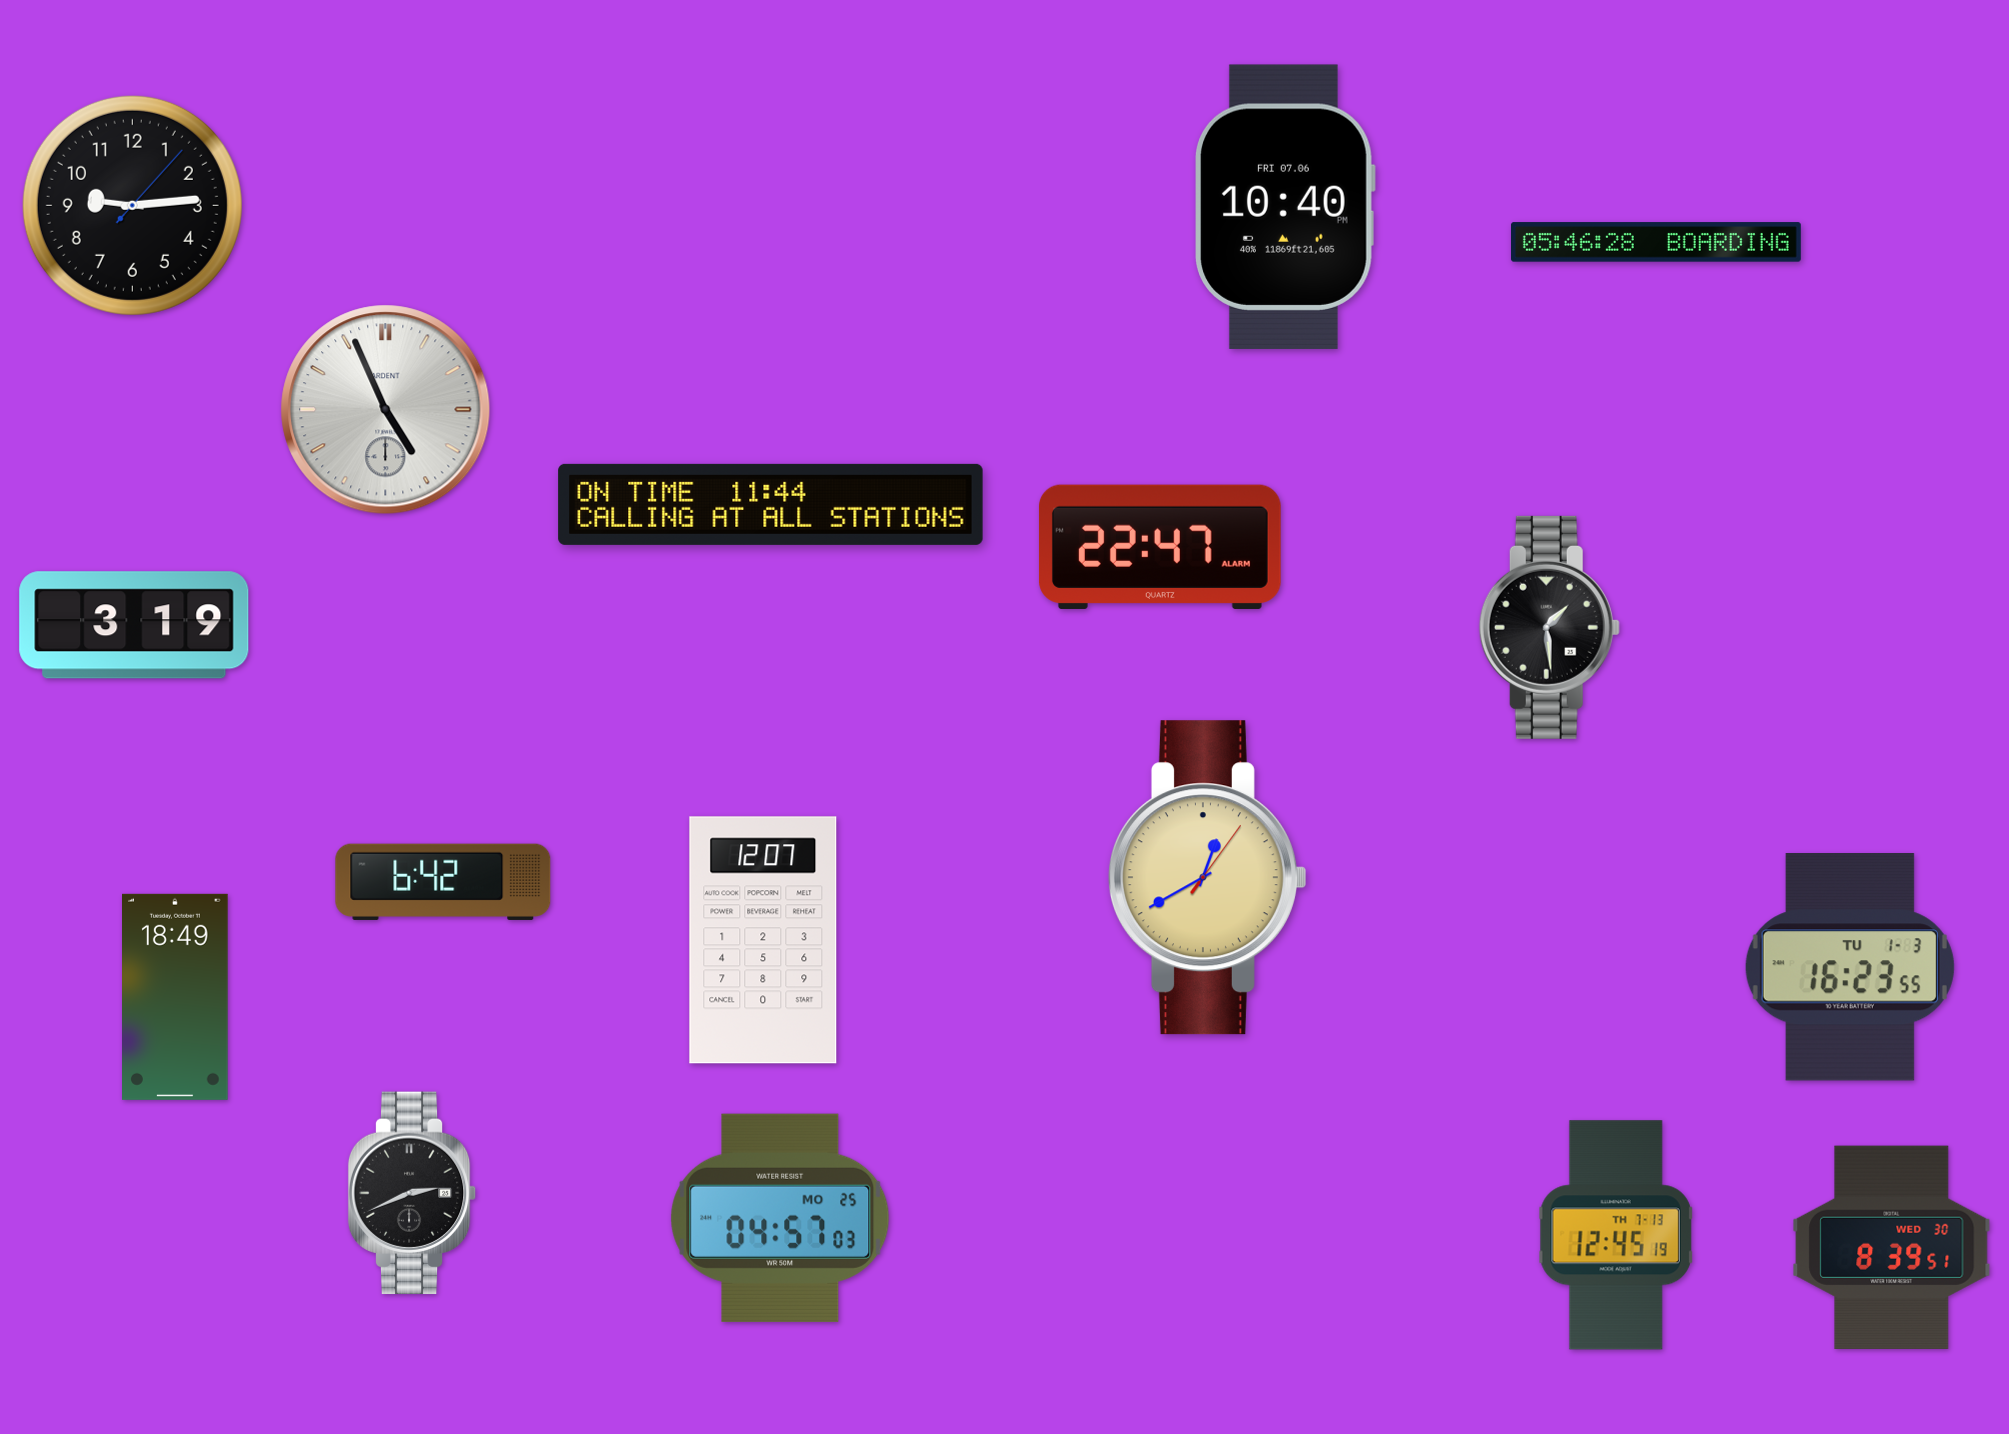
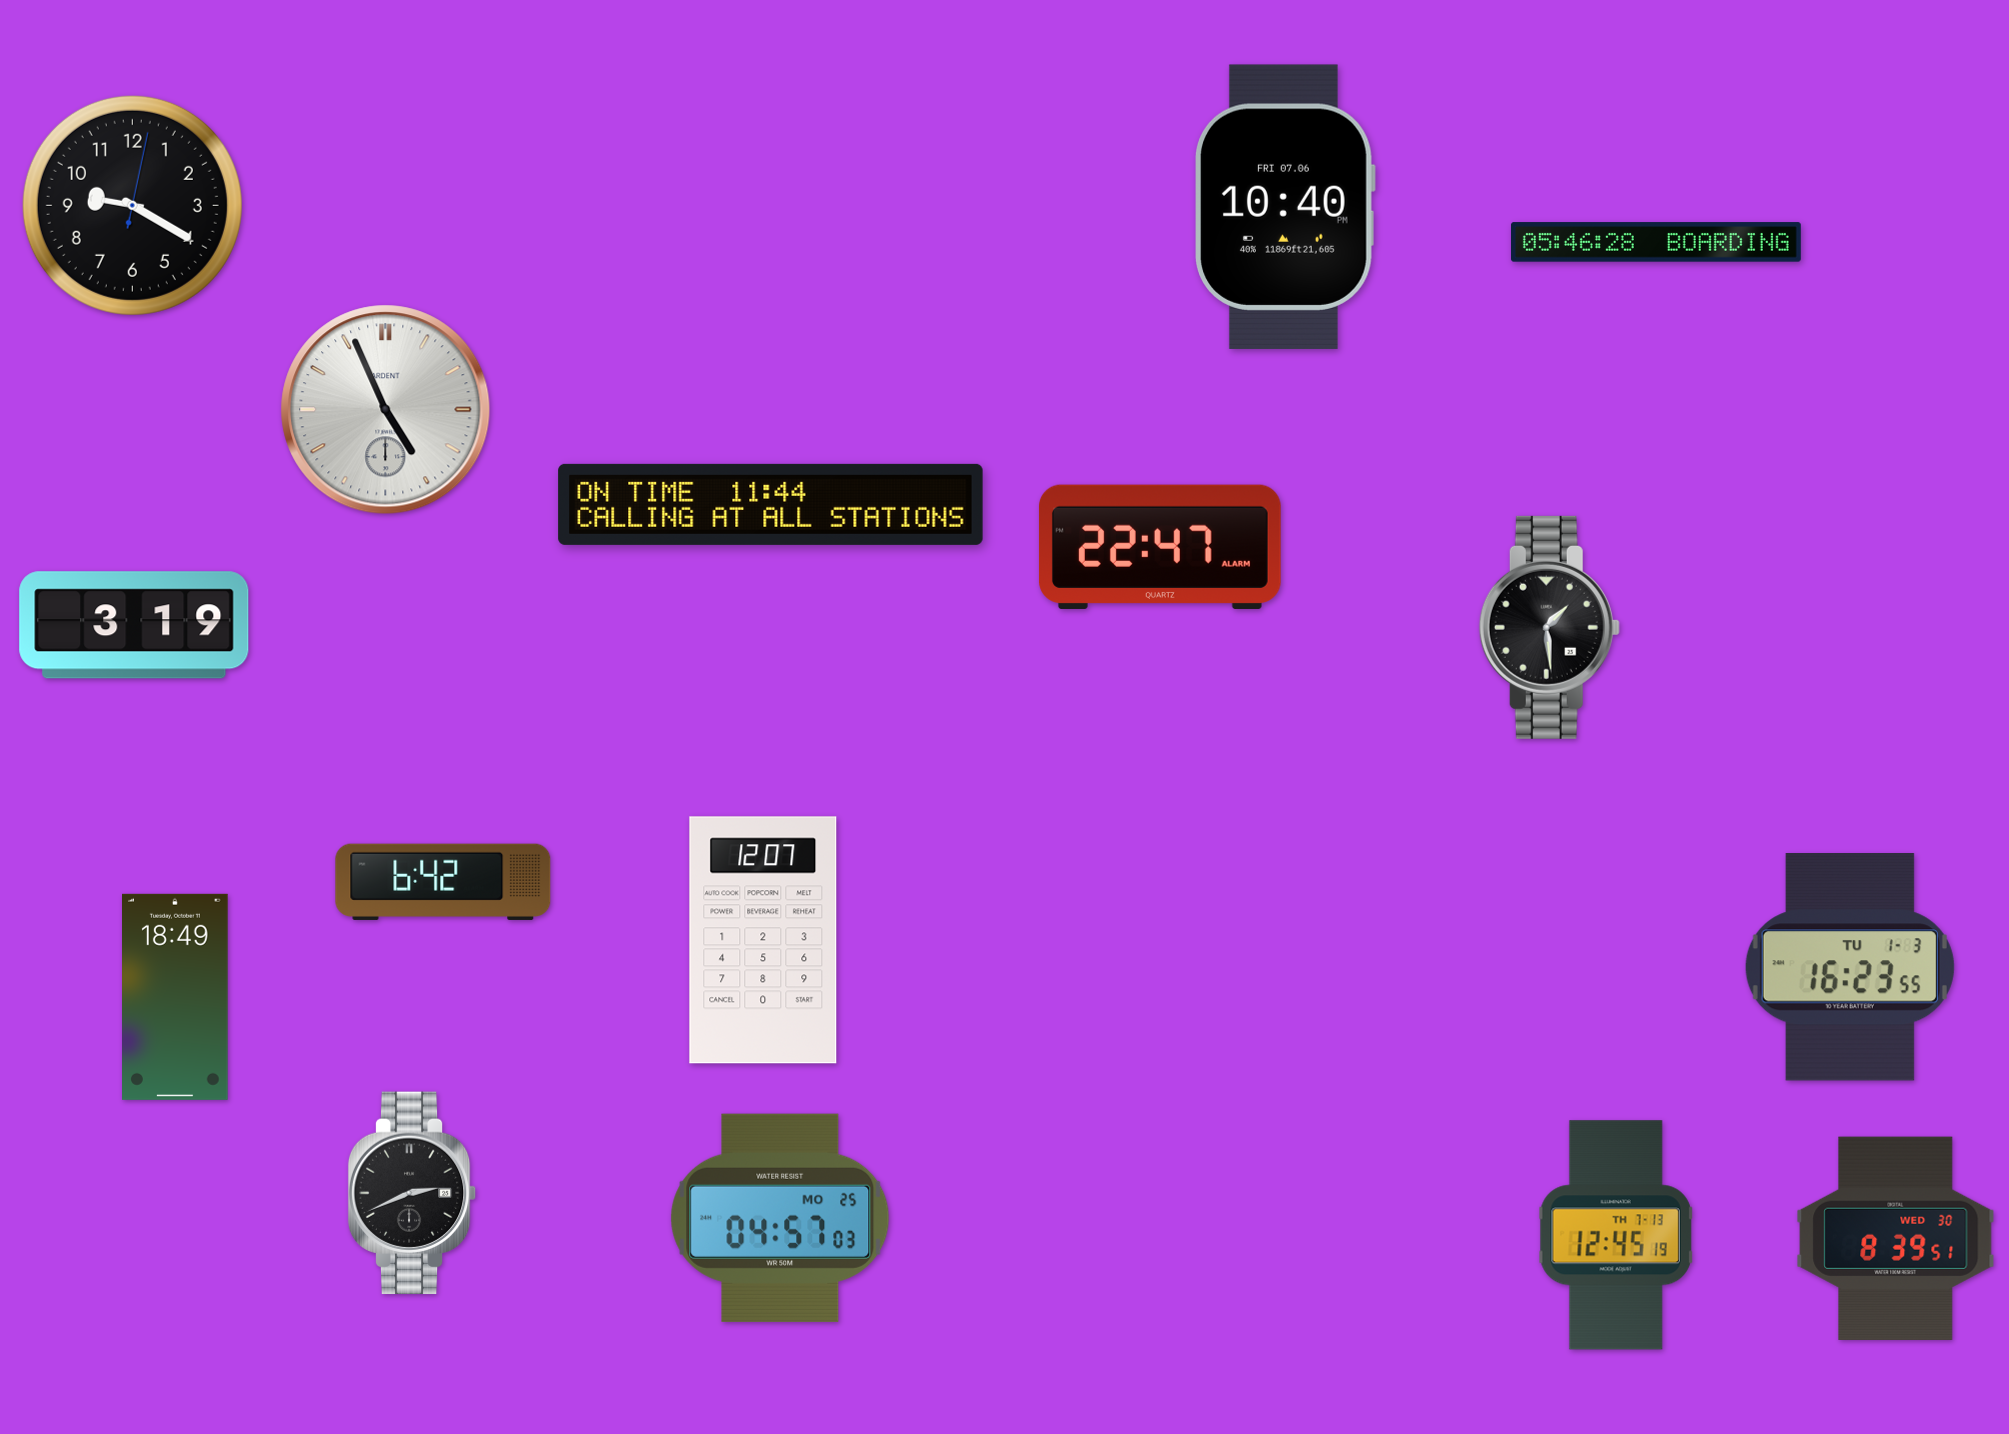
clock at (132, 205): 9:14 -> 9:20
clock at (1207, 878): 12:40 -> none
clock at (1892, 1247) position: (1892, 1247) -> (1896, 1238)
